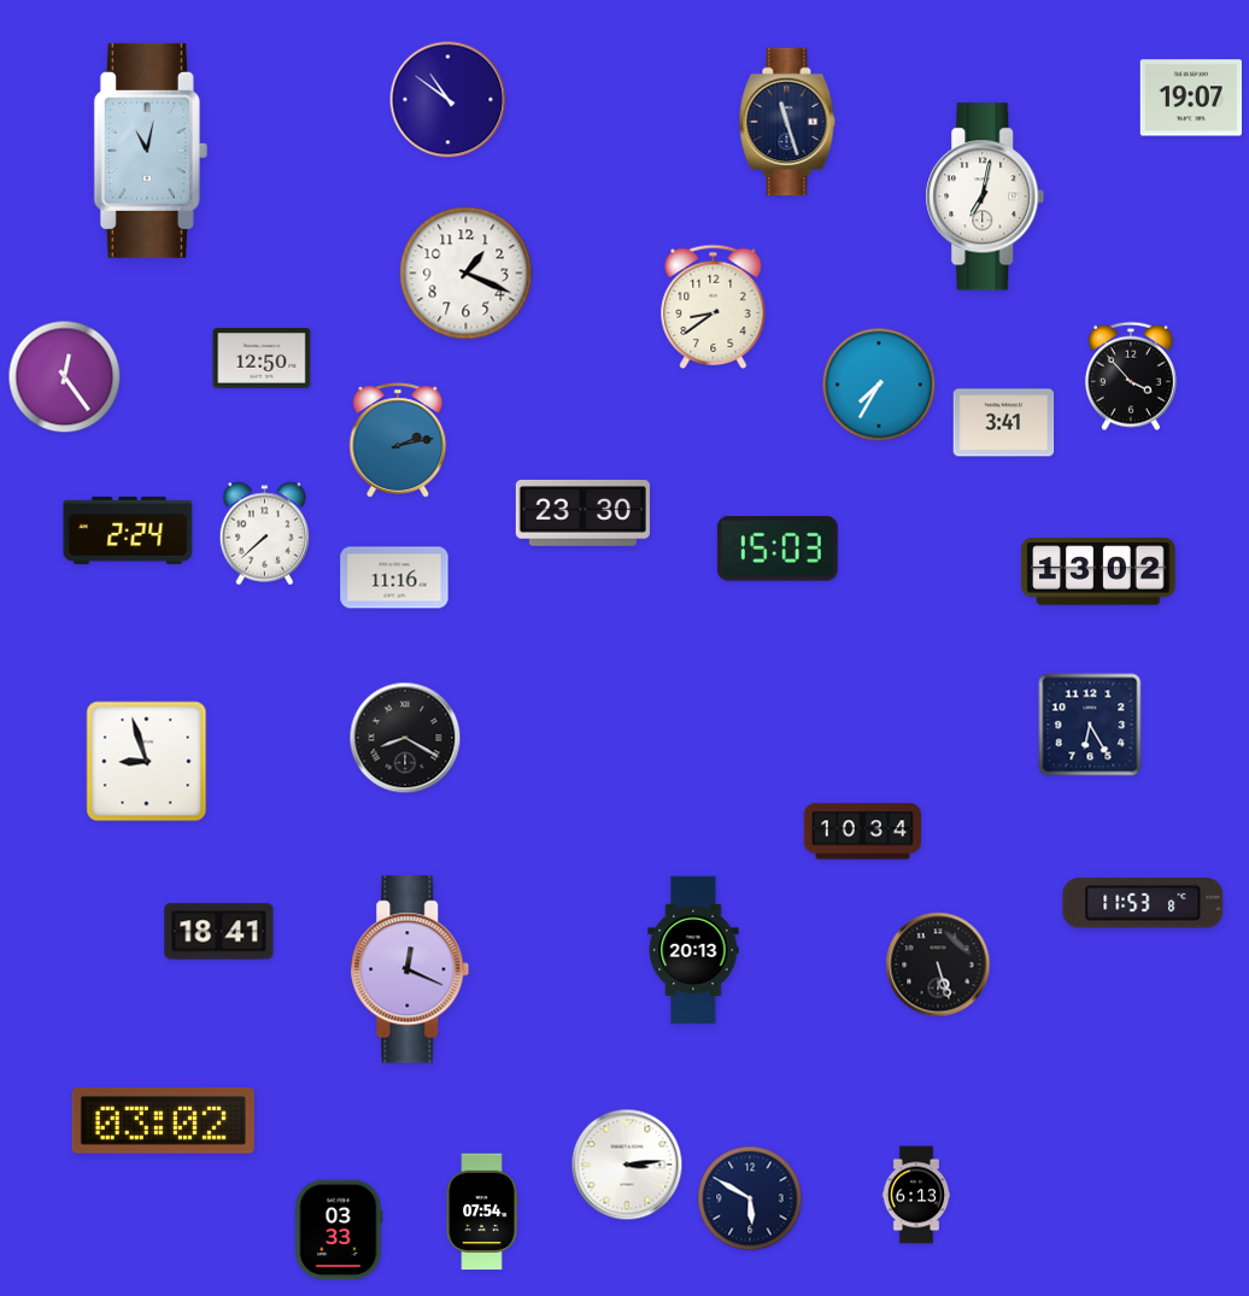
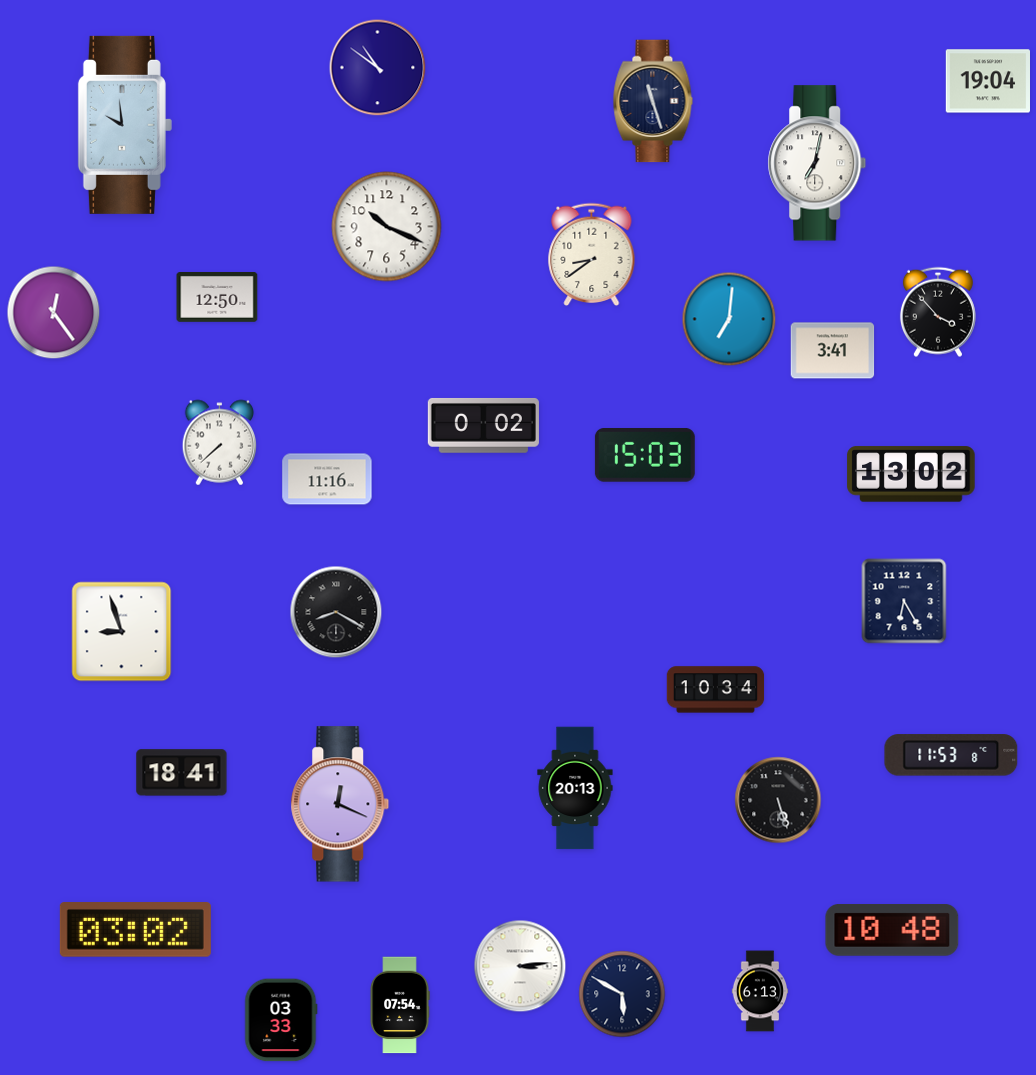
clock at (1190, 98): 19:07 -> 19:04
clock at (448, 100) position: (448, 100) -> (378, 68)
clock at (151, 151): 11:02 -> 9:59
clock at (467, 274): 1:19 -> 10:19
clock at (879, 385): 7:35 -> 7:01
clock at (398, 440): 2:13 -> none
clock at (582, 514): 23:30 -> 0:02
clock at (128, 530): 2:24 -> none
clock at (1143, 903) position: (1143, 903) -> (951, 755)
clock at (892, 931): none -> 10:48
